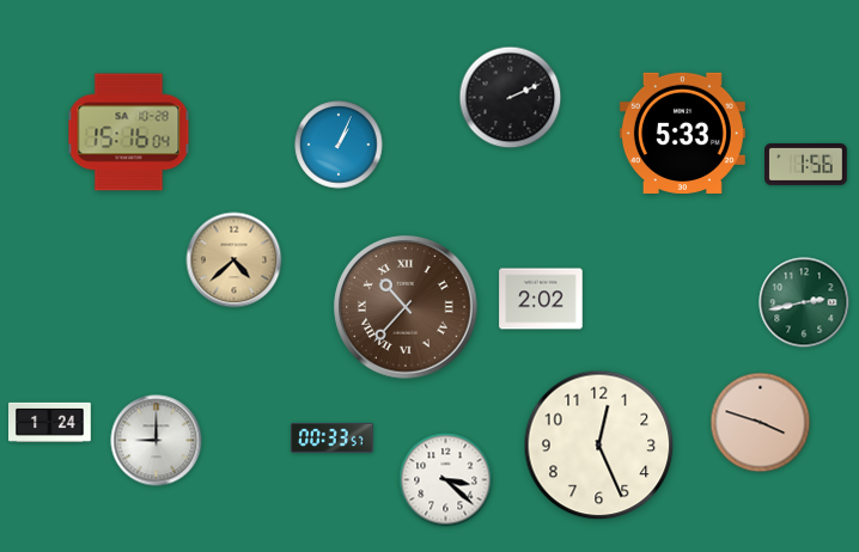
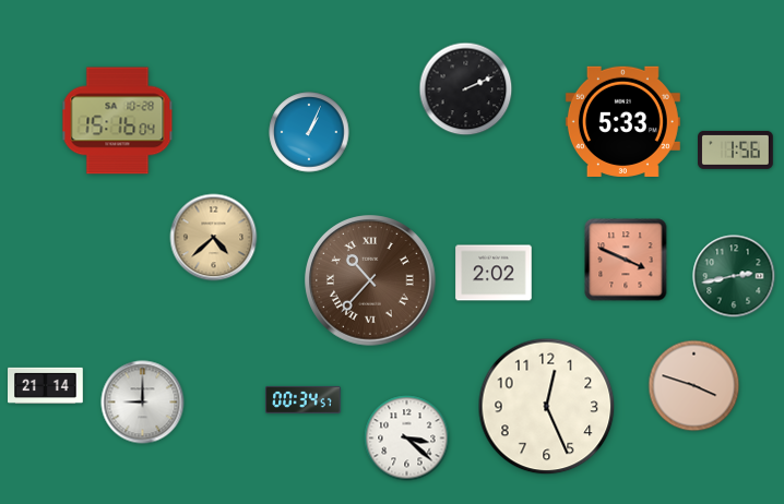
clock at (626, 260): none -> 3:49
clock at (50, 422): 1:24 -> 21:14
clock at (333, 437): 00:33 -> 00:34
